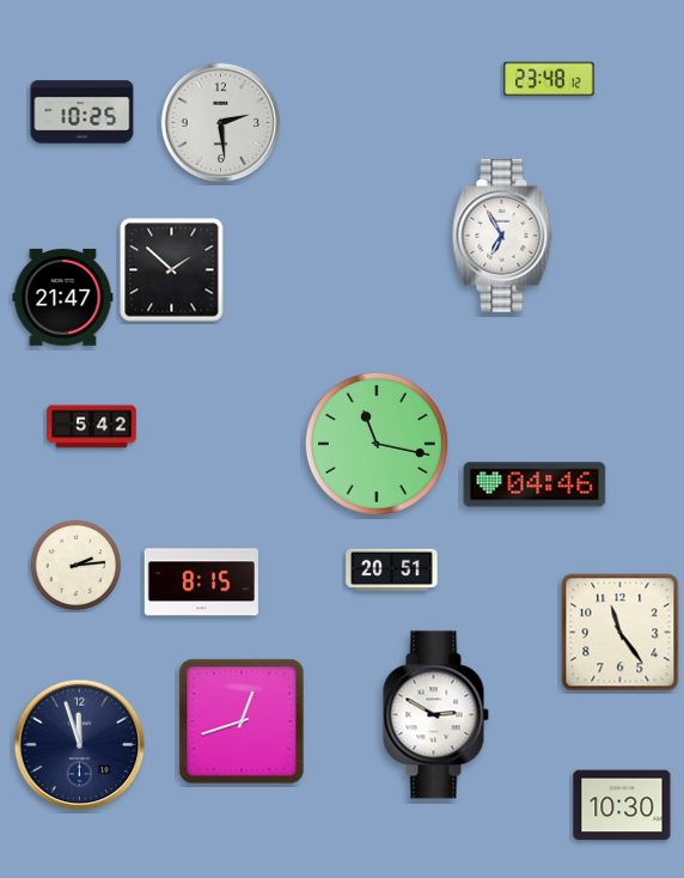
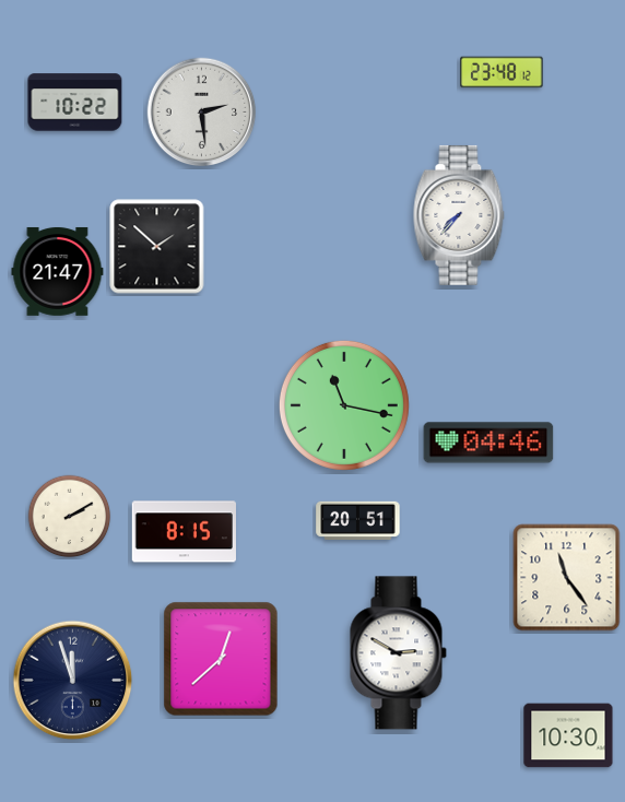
clock at (83, 112): 10:25 -> 10:22
clock at (502, 236): 6:55 -> 7:37
clock at (92, 427): 5:42 -> none
clock at (77, 566): 2:14 -> 2:10
clock at (242, 721): 12:42 -> 12:38
